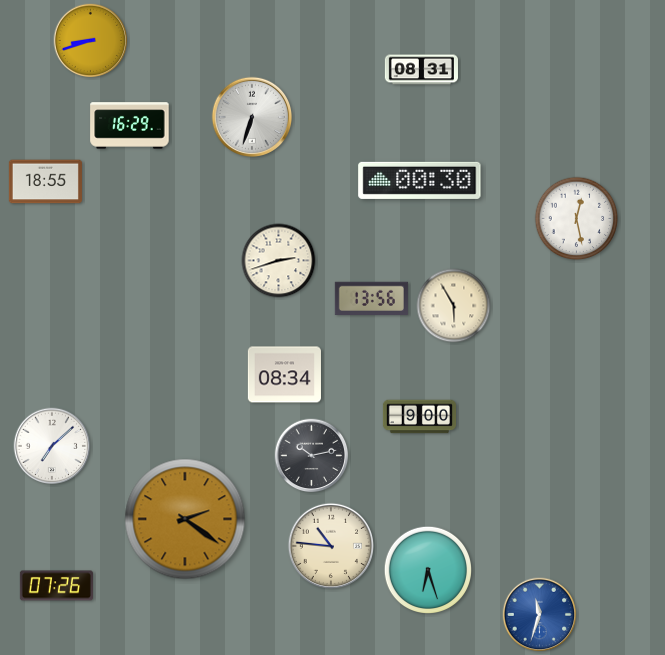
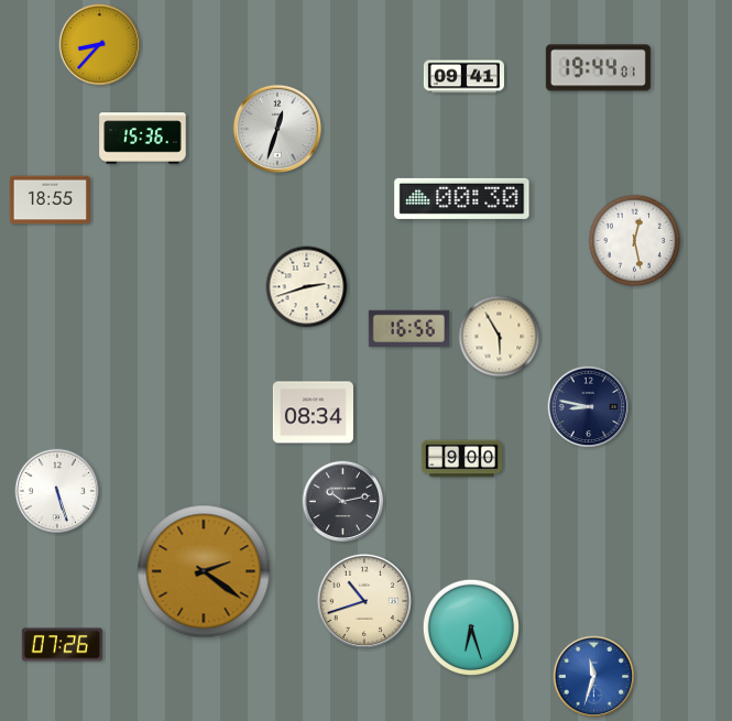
clock at (91, 41): 8:42 -> 8:37
clock at (598, 68): none -> 19:44
clock at (421, 70): 08:31 -> 09:41
clock at (252, 117): 6:33 -> 12:33
clock at (130, 126): 16:29 -> 15:36
clock at (371, 298): 13:56 -> 16:56
clock at (589, 407): none -> 8:47
clock at (52, 446): 7:08 -> 5:27
clock at (330, 545): 10:46 -> 10:42
